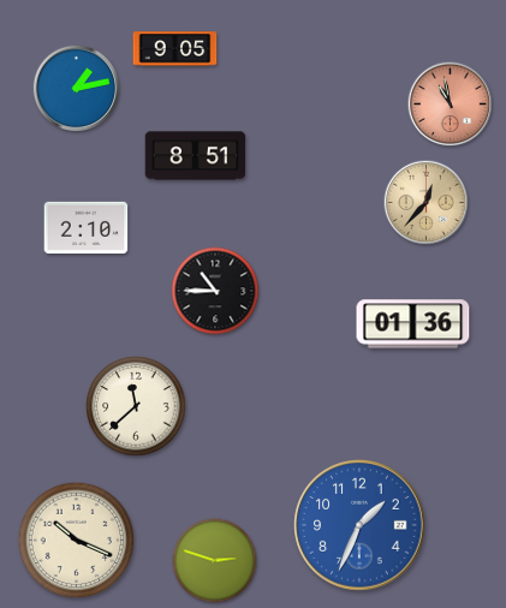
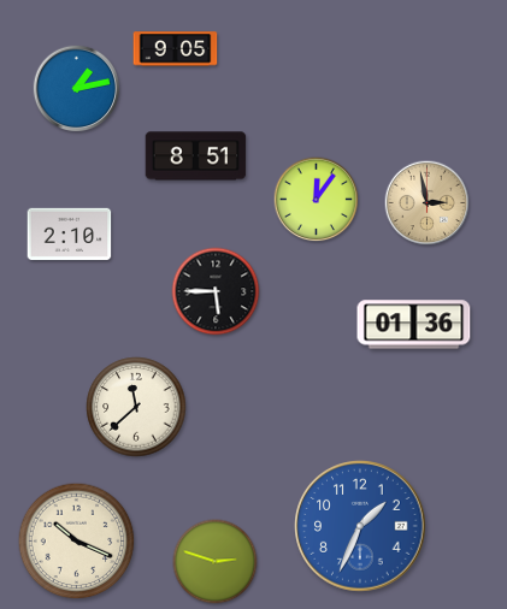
clock at (451, 105): 10:58 -> none
clock at (317, 200): none -> 12:06
clock at (427, 203): 12:37 -> 2:58
clock at (87, 227) position: (87, 227) -> (70, 233)
clock at (215, 291): 10:45 -> 5:45
